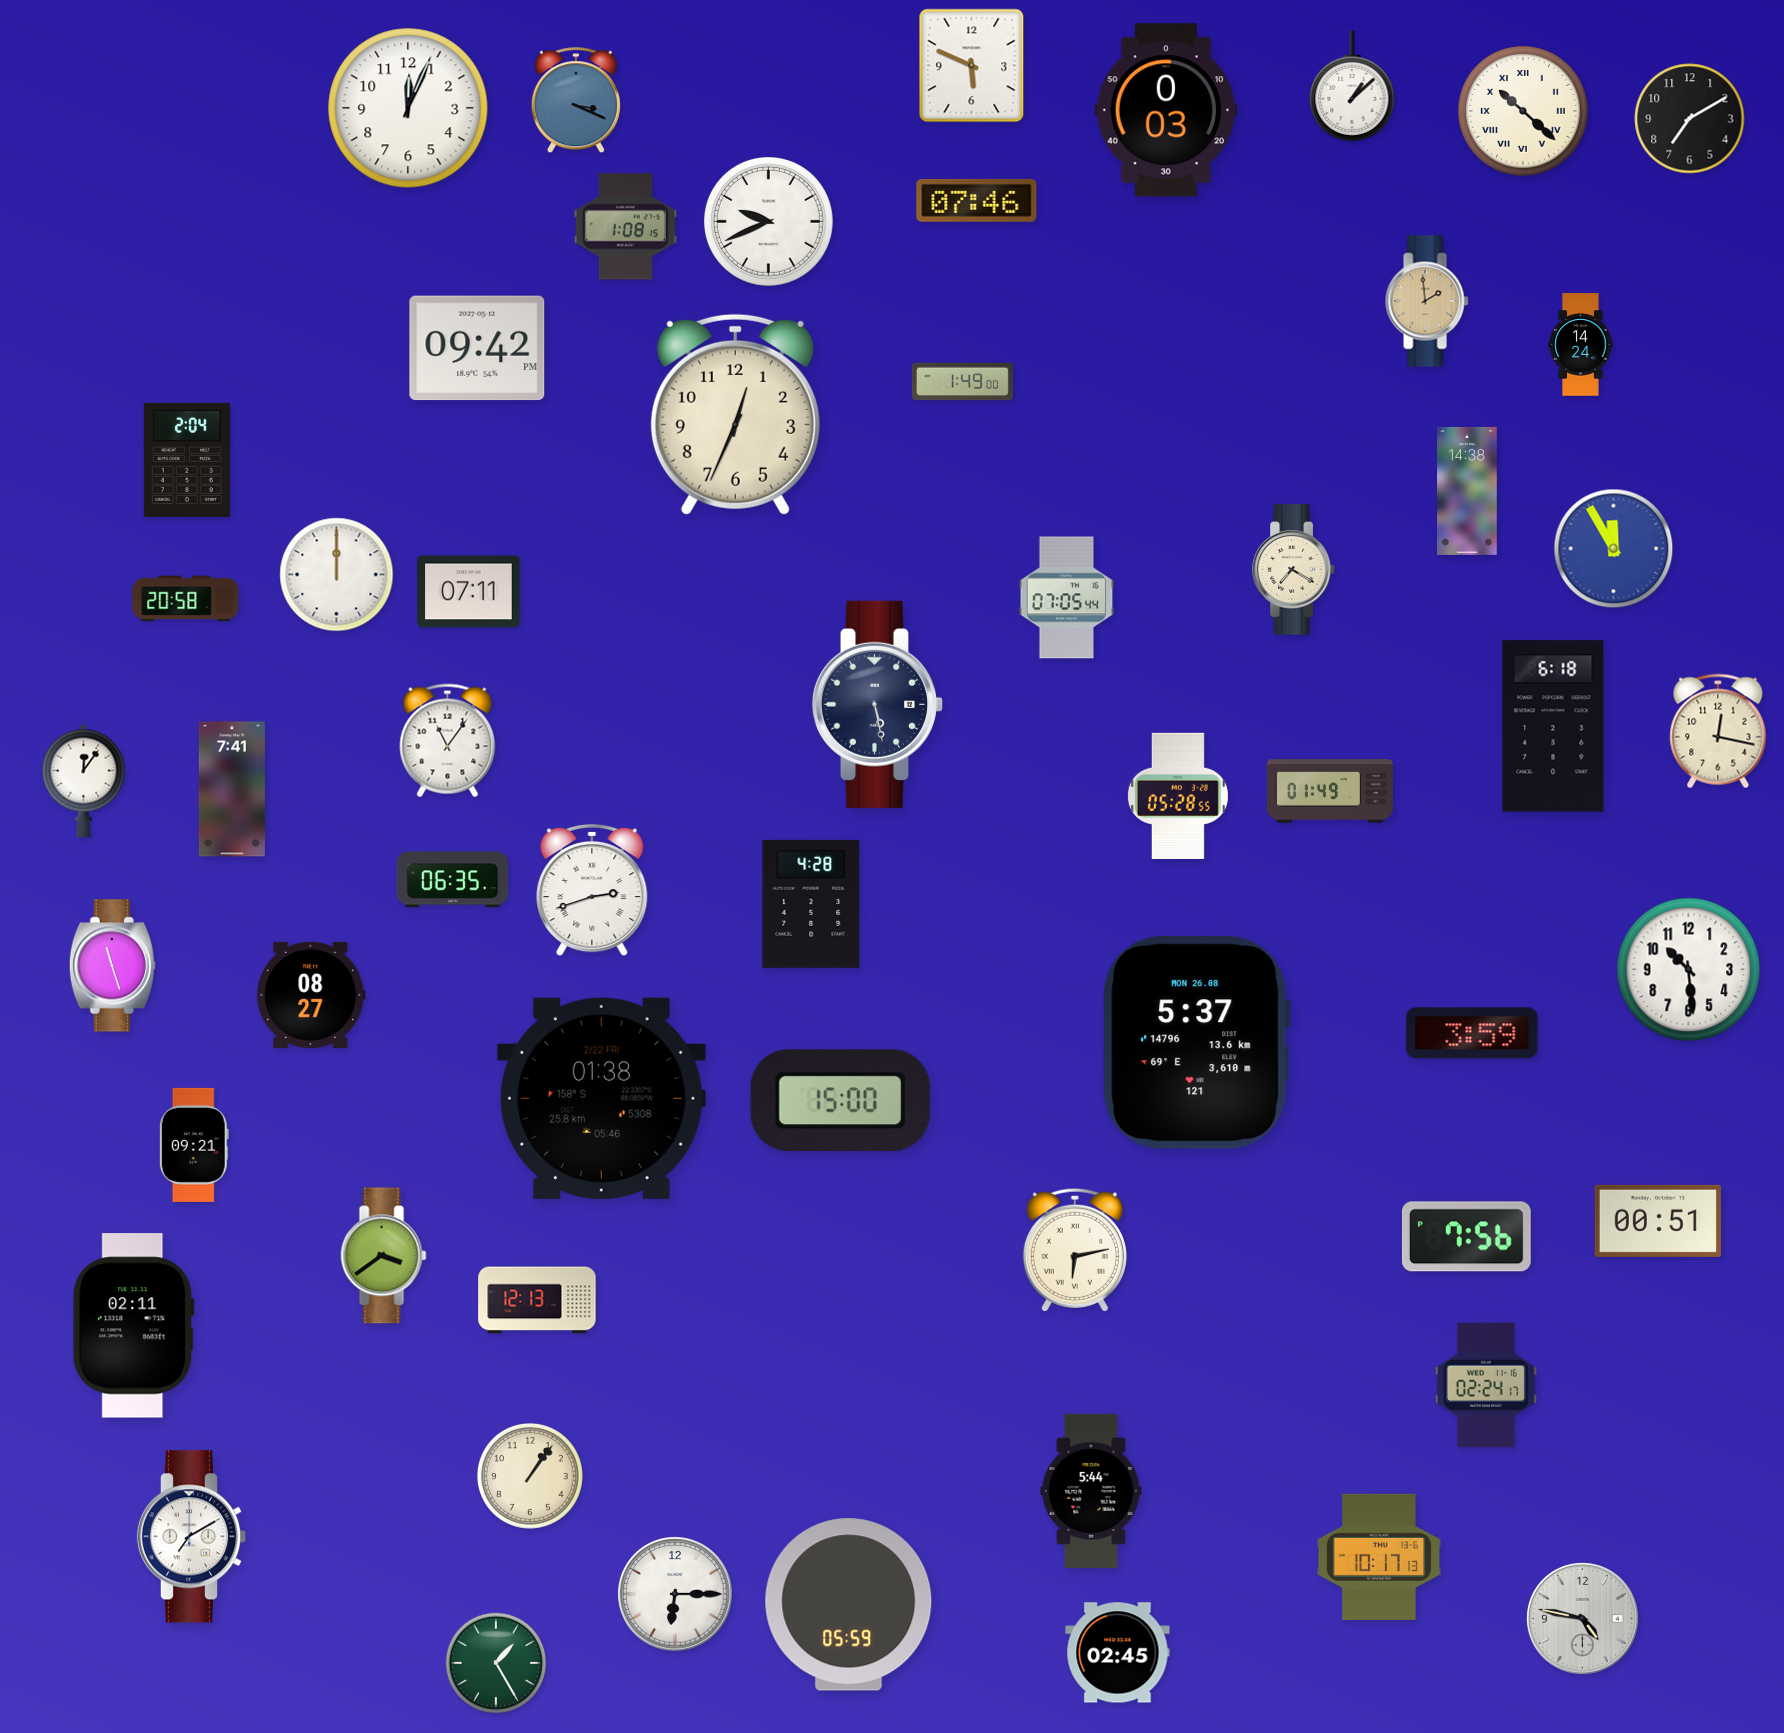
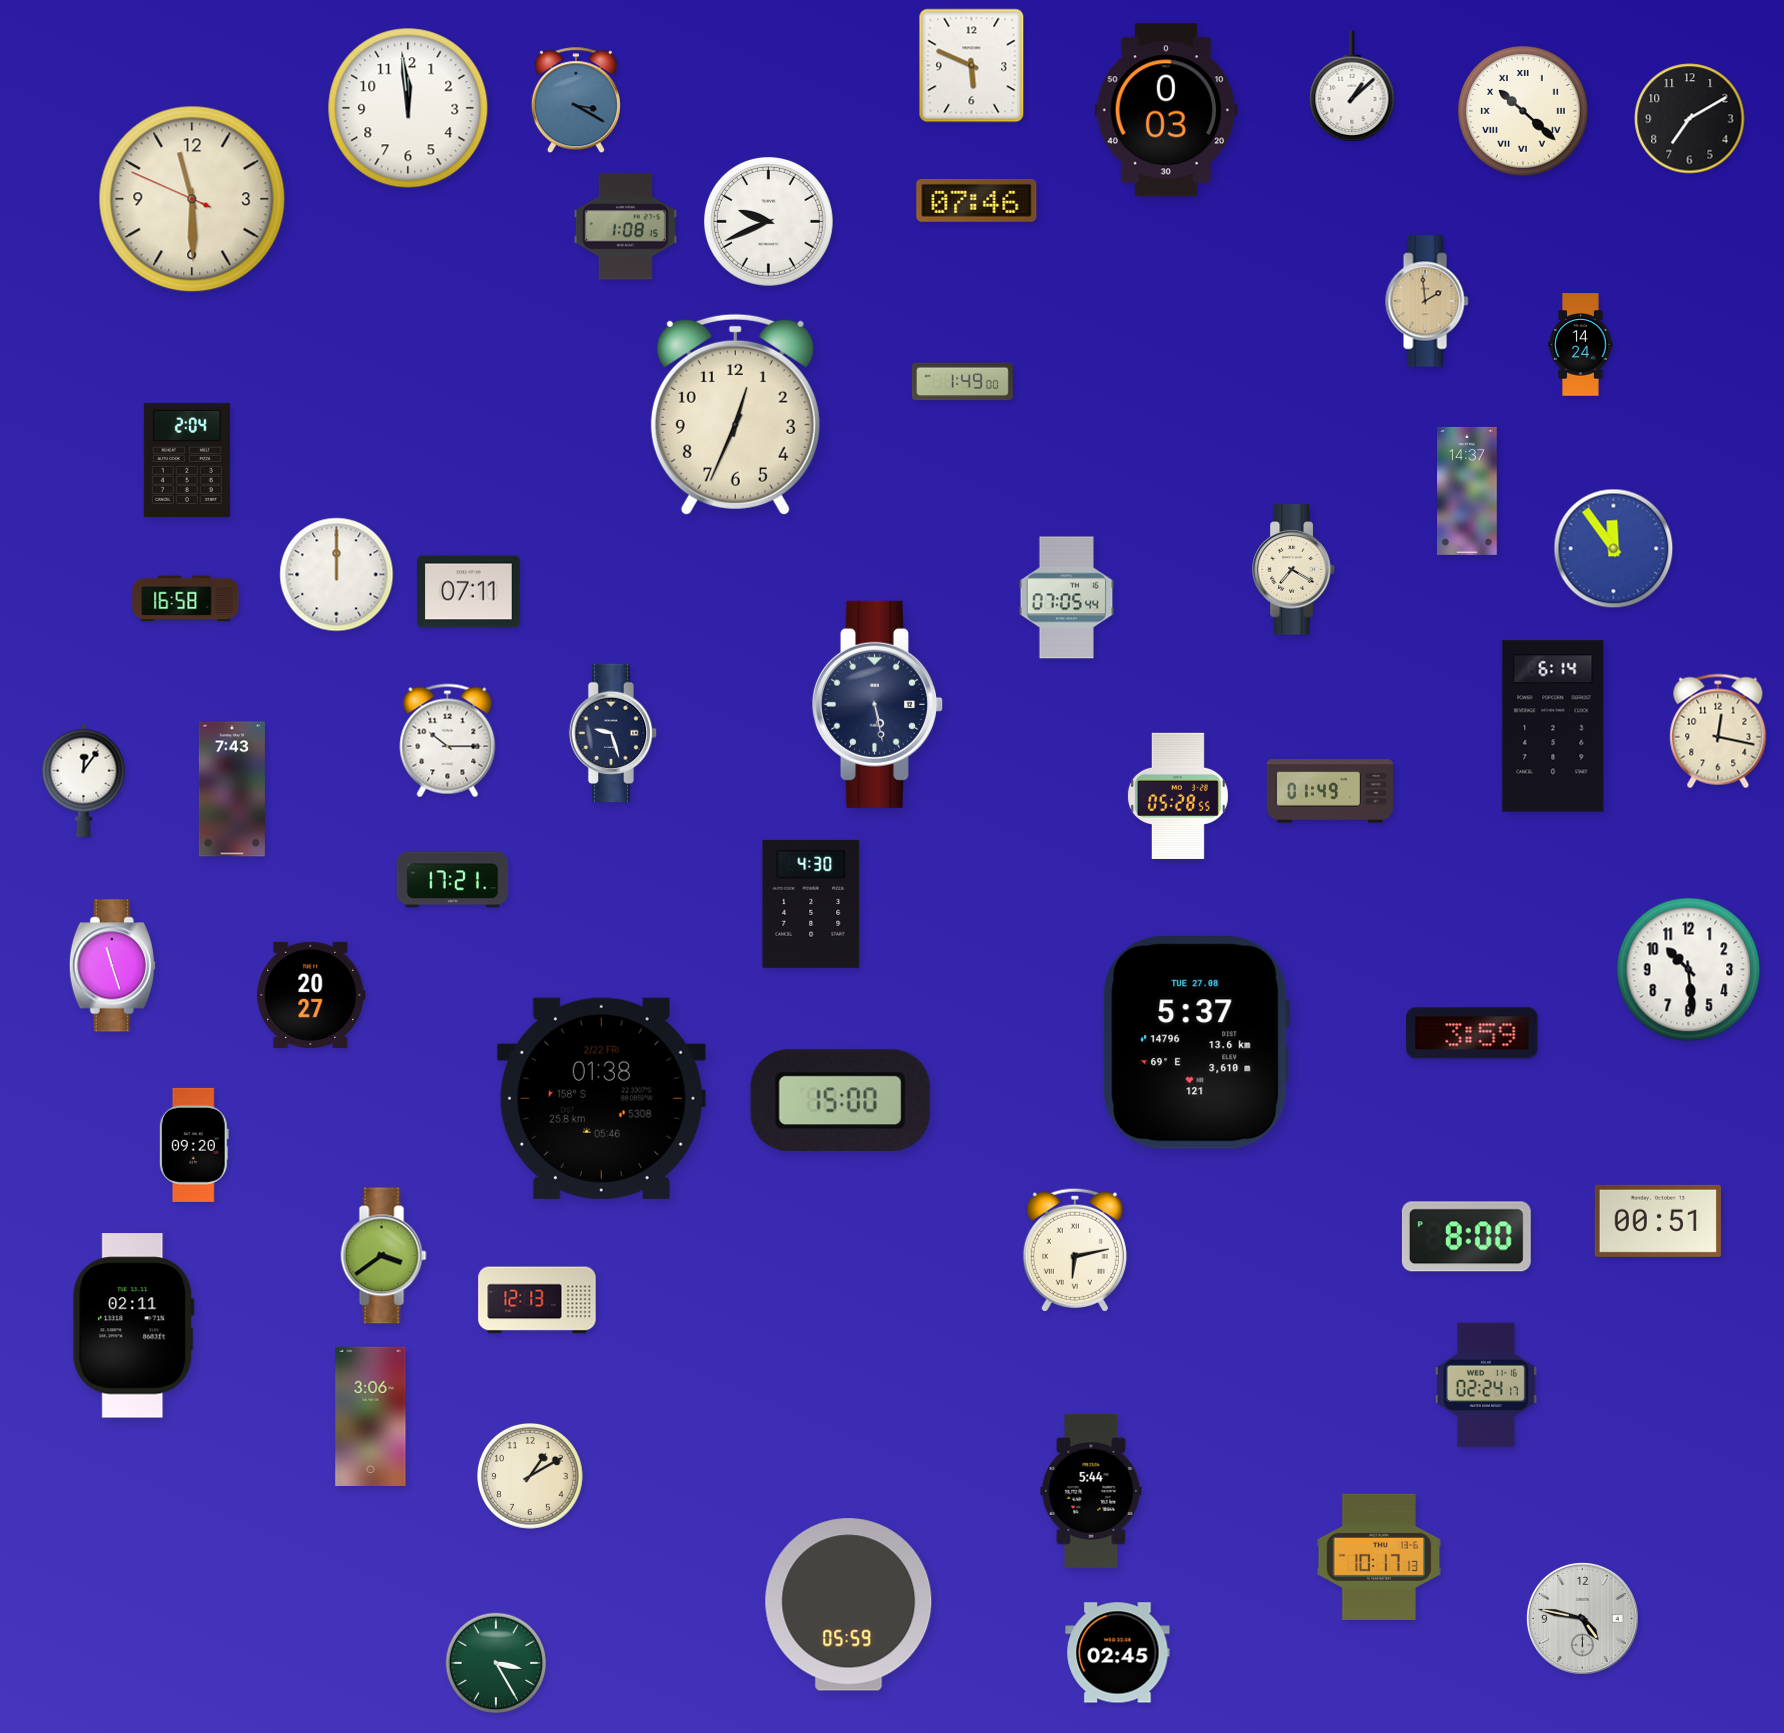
clock at (576, 101): 3:19 -> 3:20
clock at (408, 108): 12:04 -> 11:59
clock at (192, 199): none -> 11:29
clock at (477, 348): 09:42 -> none
clock at (1468, 491): 14:38 -> 14:37
clock at (1614, 549): 11:55 -> 11:54
clock at (186, 599): 20:58 -> 16:58
clock at (1553, 726): 6:18 -> 6:14
clock at (613, 733): none -> 9:27
clock at (448, 741): 11:06 -> 10:15
clock at (232, 789): 7:41 -> 7:43
clock at (453, 880): 06:35 -> 17:21
clock at (592, 890): 2:42 -> none
clock at (811, 904): 4:28 -> 4:30
clock at (311, 995): 08:27 -> 20:27
clock at (1197, 1043) date: MON 26.08 -> TUE 27.08
clock at (194, 1145): 09:21 -> 09:20
clock at (1466, 1237): 7:56 -> 8:00
clock at (371, 1416): none -> 3:06
clock at (530, 1476): 1:06 -> 1:10
clock at (192, 1537): 7:10 -> none
clock at (675, 1594): 6:15 -> none
clock at (496, 1663): 1:25 -> 3:25
